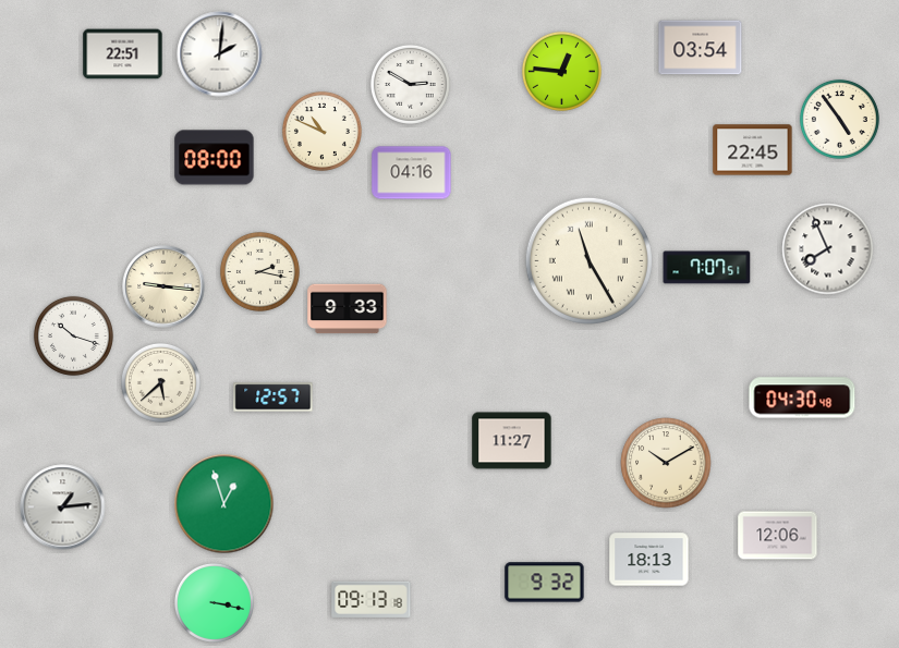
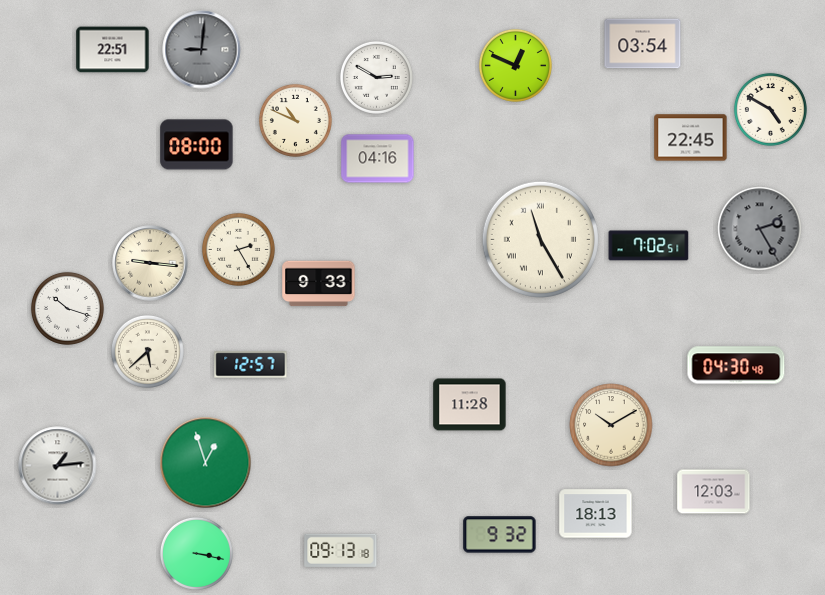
clock at (220, 54): 2:01 -> 9:01
clock at (220, 54) dial: white -> grey
clock at (561, 71): 12:46 -> 12:49
clock at (839, 119): 4:54 -> 4:50
clock at (828, 249): 7:56 -> 2:25
clock at (828, 249) dial: white -> grey
clock at (707, 268): 7:07 -> 7:02
clock at (259, 271): 2:17 -> 2:25
clock at (512, 441): 11:27 -> 11:28
clock at (778, 536): 12:06 -> 12:03
